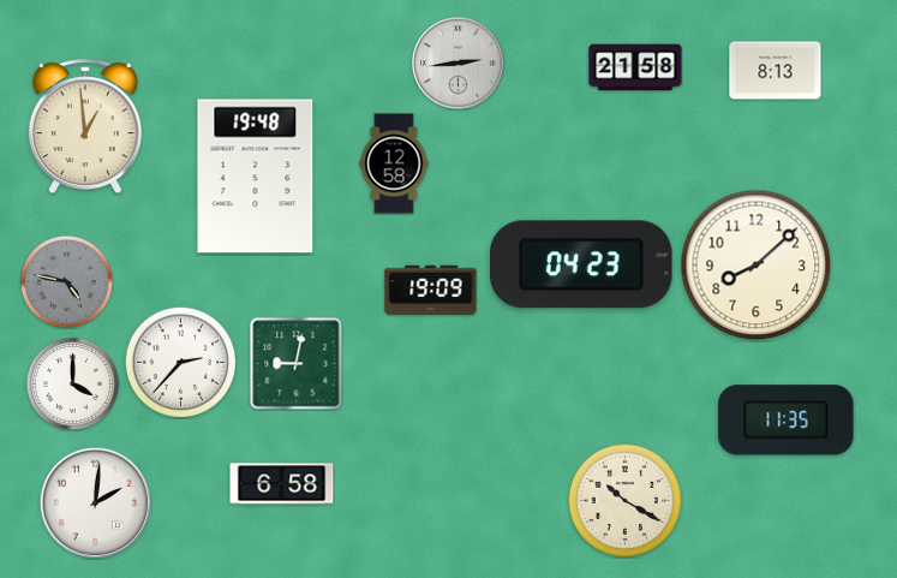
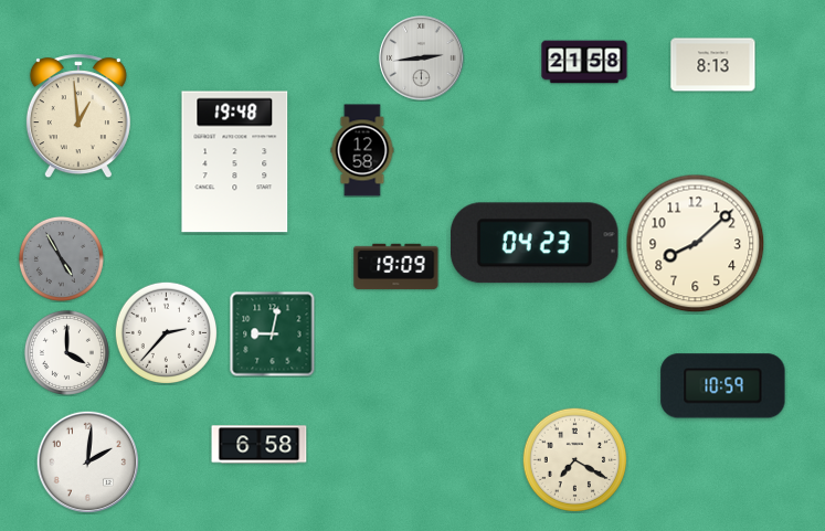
clock at (66, 281): 4:47 -> 4:55
clock at (787, 421): 11:35 -> 10:59
clock at (624, 500): 10:20 -> 7:20
